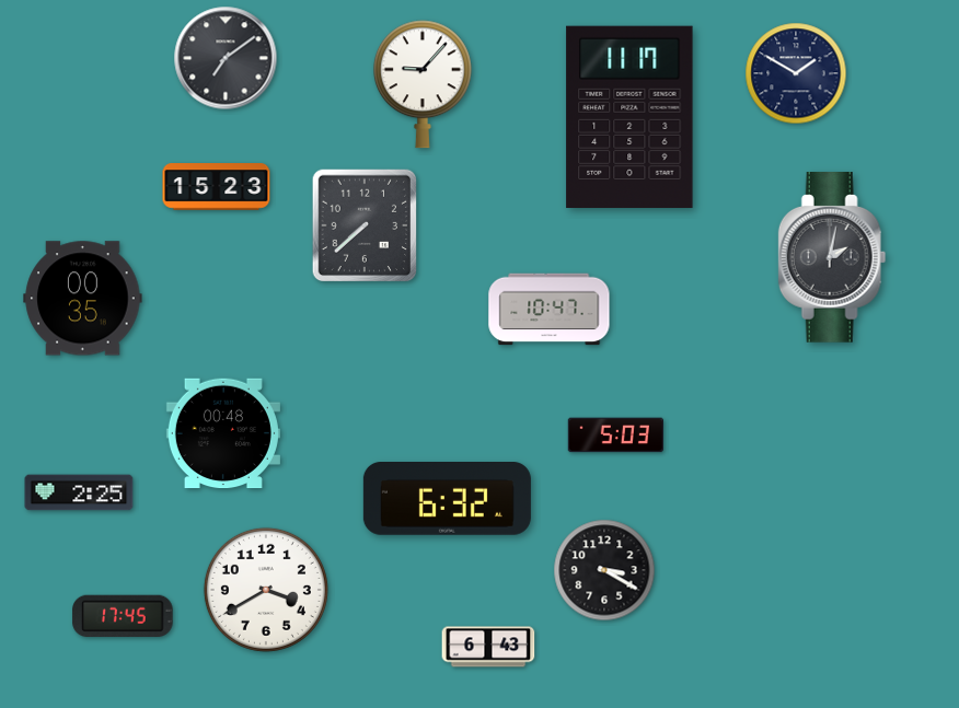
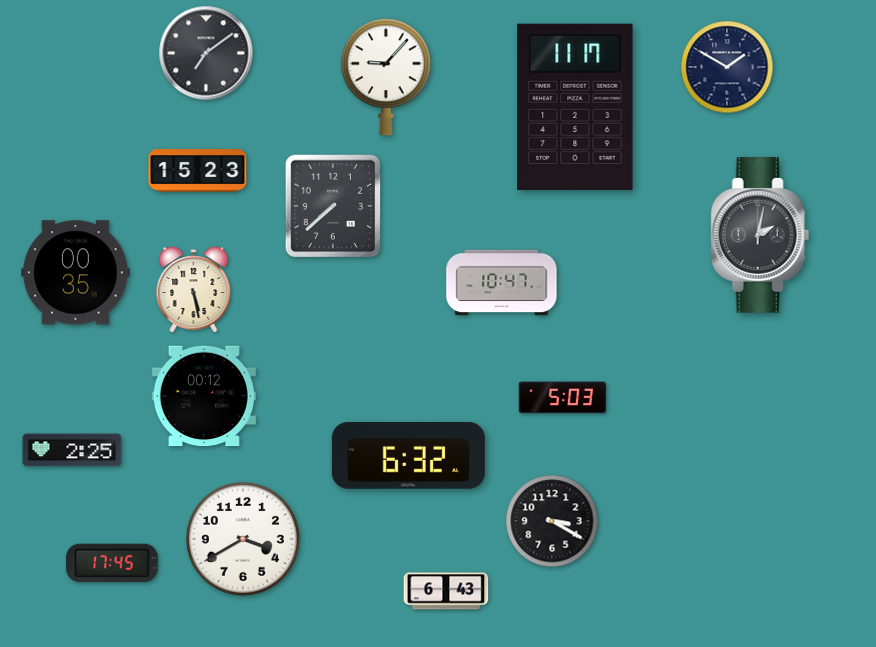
clock at (194, 290): none -> 5:28
clock at (223, 433): 00:48 -> 00:12
